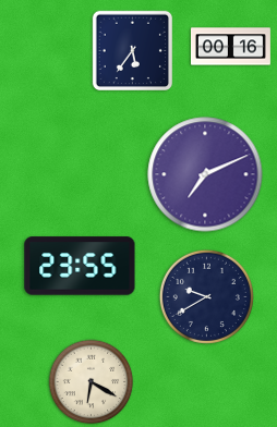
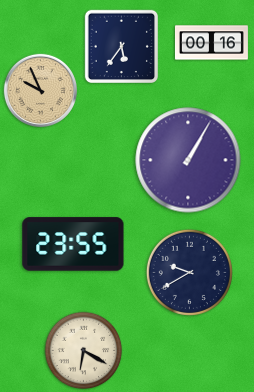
clock at (40, 90): none -> 9:56
clock at (205, 174): 7:11 -> 1:05
